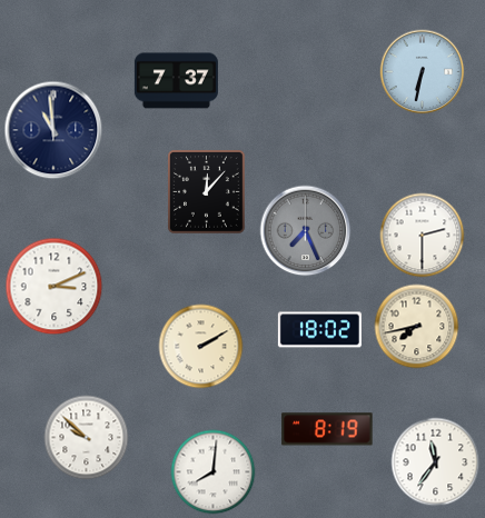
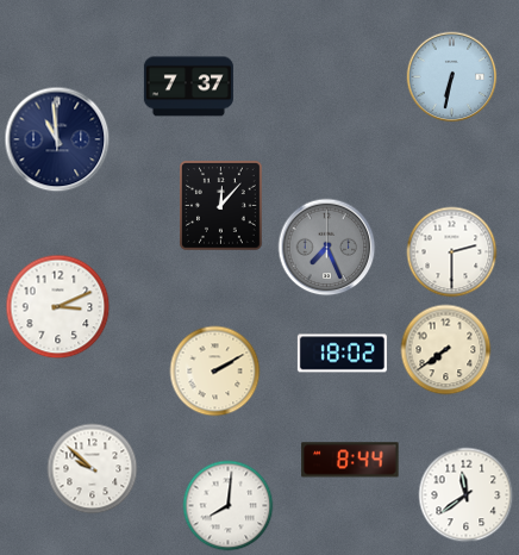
clock at (417, 327): 7:43 -> 7:39
clock at (327, 429): 8:19 -> 8:44
clock at (436, 462): 11:36 -> 11:39
